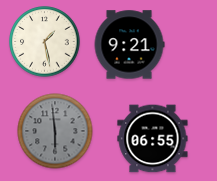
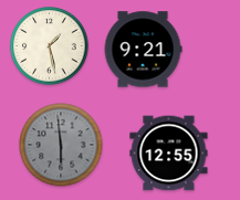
clock at (153, 139): 06:55 -> 12:55
